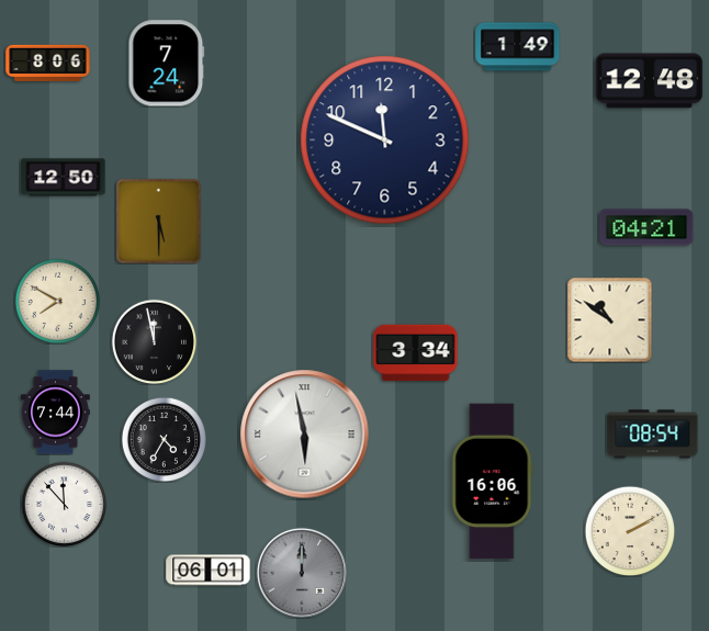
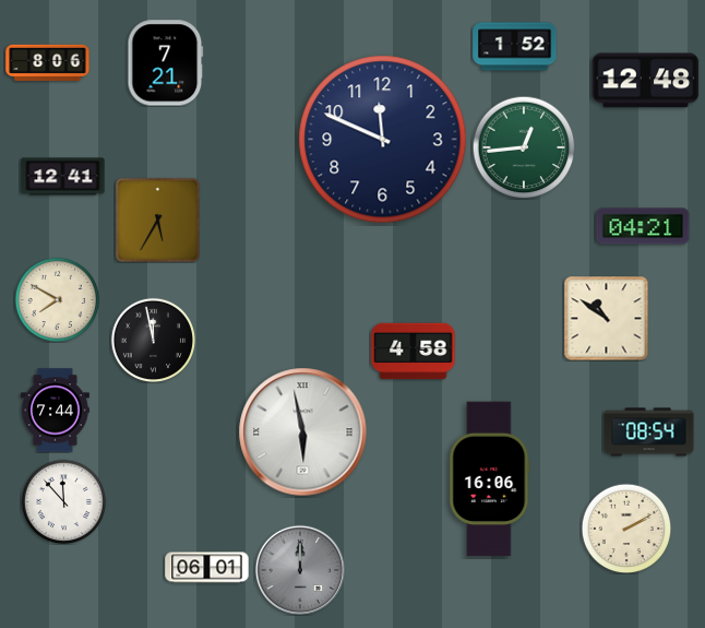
clock at (518, 47): 1:49 -> 1:52
clock at (167, 64): 7:24 -> 7:21
clock at (524, 147): none -> 12:44
clock at (64, 178): 12:50 -> 12:41
clock at (158, 221): 5:30 -> 5:35
clock at (416, 353): 3:34 -> 4:58
clock at (164, 439): 4:35 -> none
